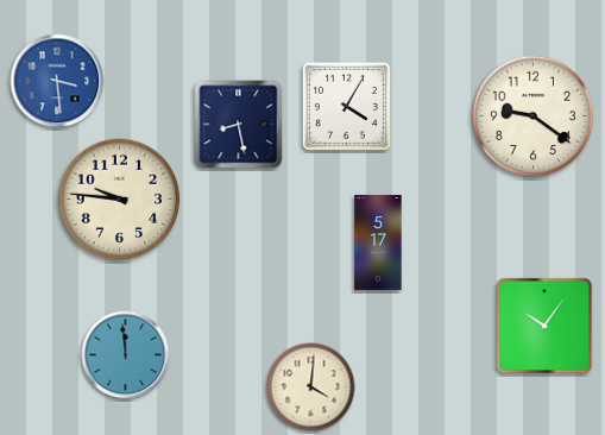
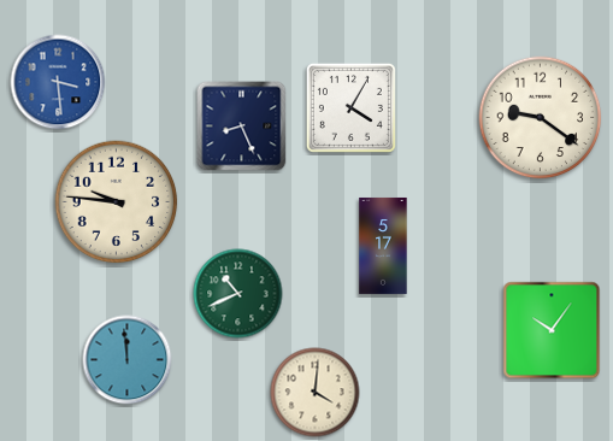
clock at (239, 125): 8:28 -> 8:26
clock at (120, 200) position: (120, 200) -> (117, 202)
clock at (238, 294): none -> 10:41
